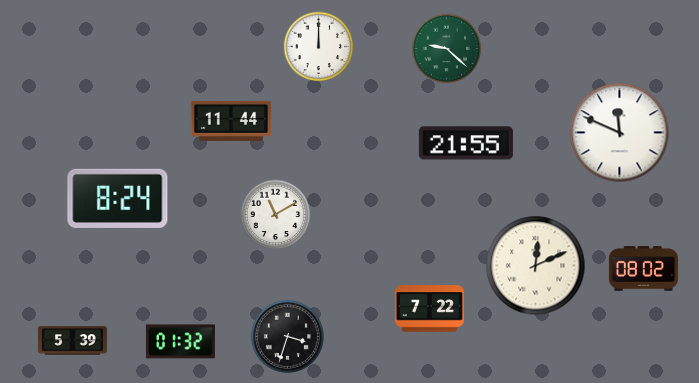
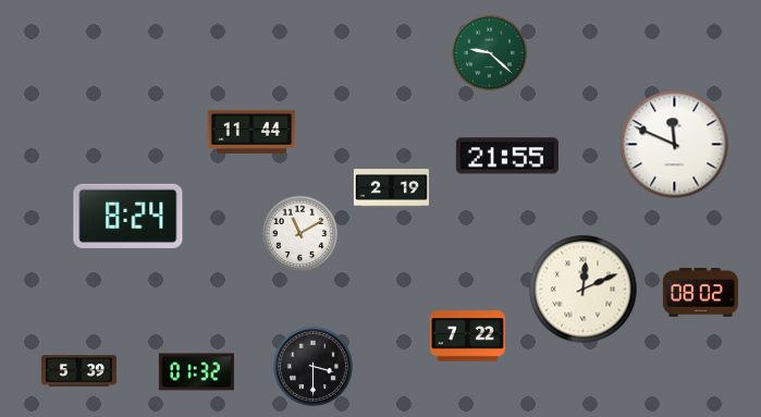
clock at (319, 47): 12:00 -> none
clock at (447, 49) position: (447, 49) -> (490, 53)
clock at (391, 188): none -> 2:19
clock at (287, 336): 3:33 -> 3:30
